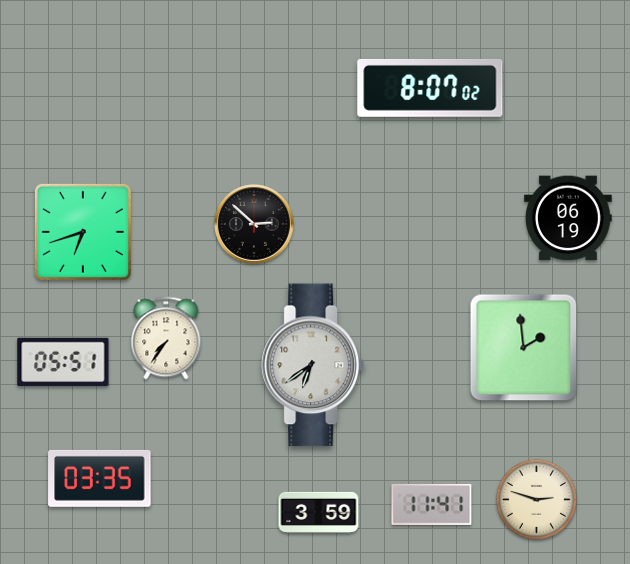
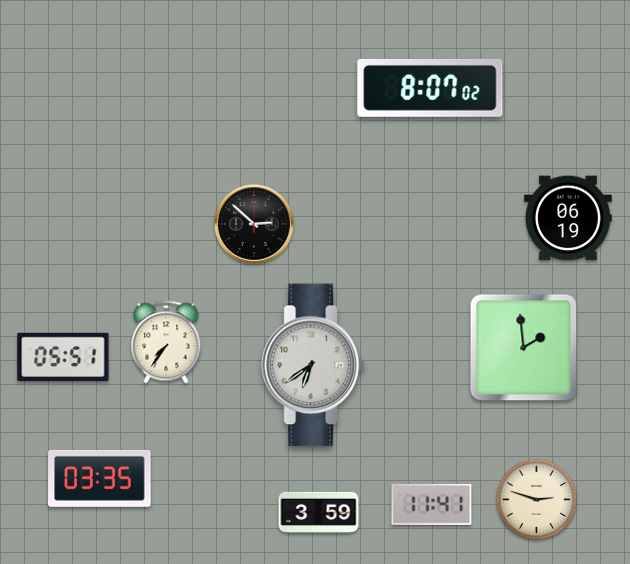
clock at (83, 232): 6:42 -> none
clock at (166, 338) position: (166, 338) -> (166, 342)
clock at (63, 361) position: (63, 361) -> (63, 356)
